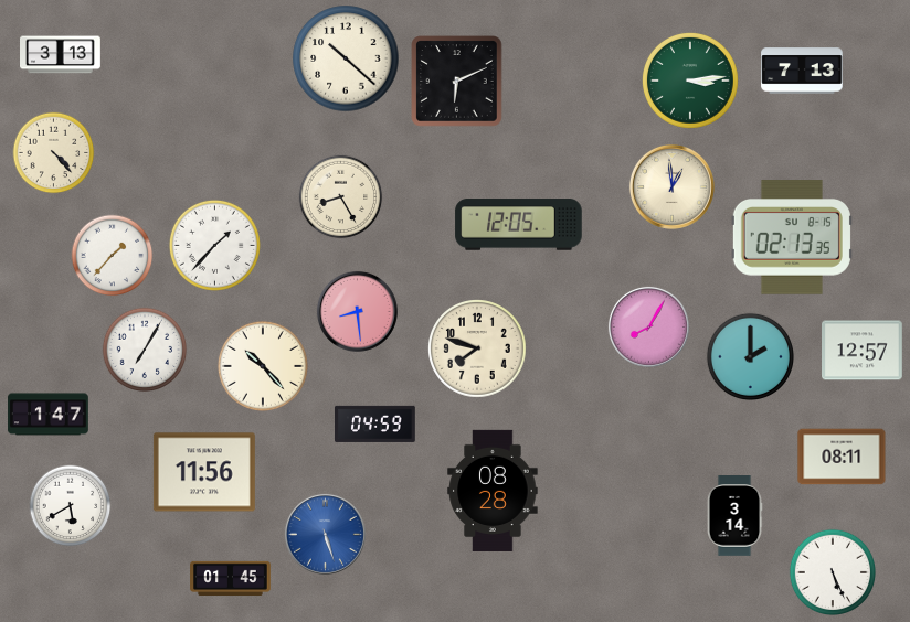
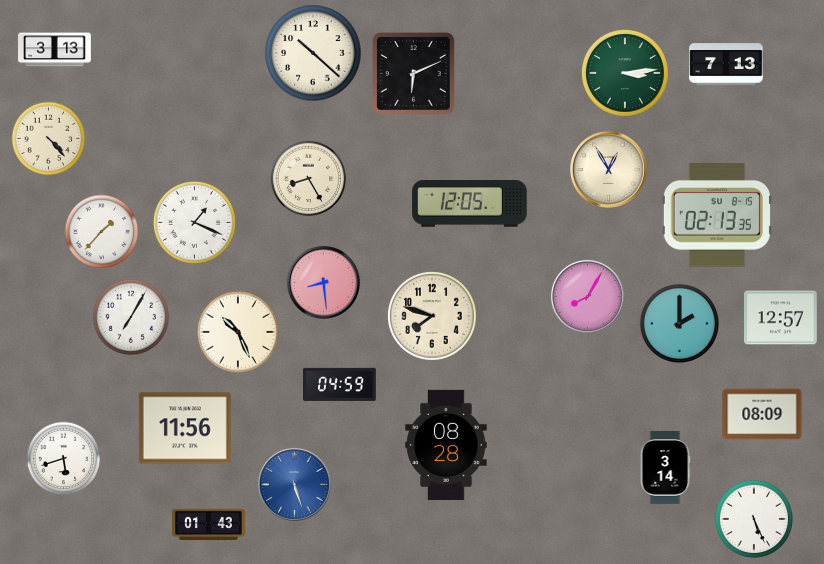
clock at (671, 186): 12:59 -> 12:55
clock at (214, 245): 1:37 -> 1:19
clock at (263, 366): 10:23 -> 10:26
clock at (49, 415): 1:47 -> none
clock at (842, 457): 08:11 -> 08:09
clock at (71, 506): 5:40 -> 5:42
clock at (231, 579): 01:45 -> 01:43
